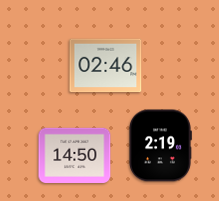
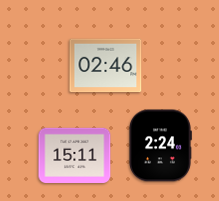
clock at (160, 146): 2:19 -> 2:24
clock at (75, 155): 14:50 -> 15:11
